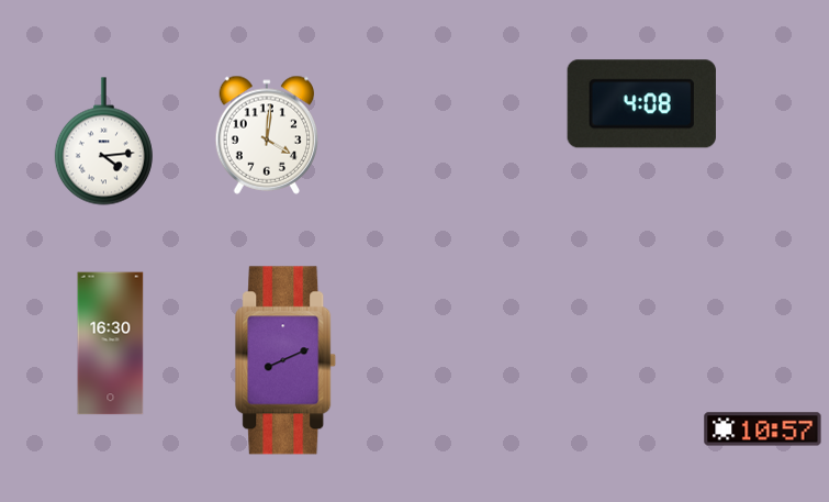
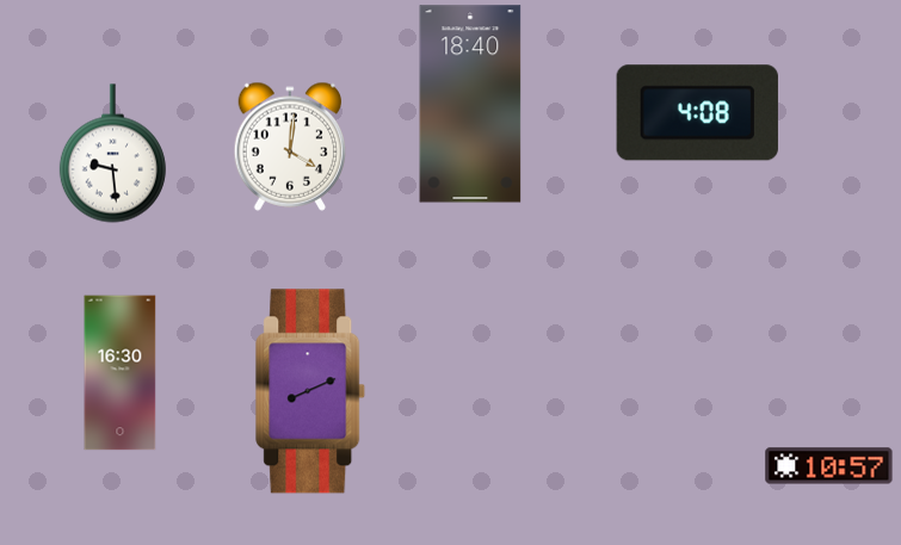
clock at (470, 104): none -> 18:40
clock at (103, 142): 4:14 -> 9:29
